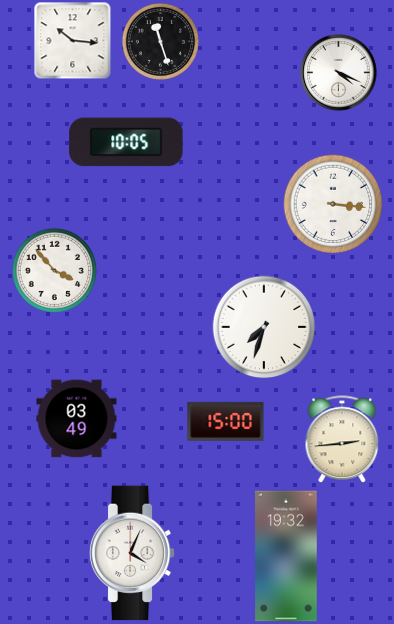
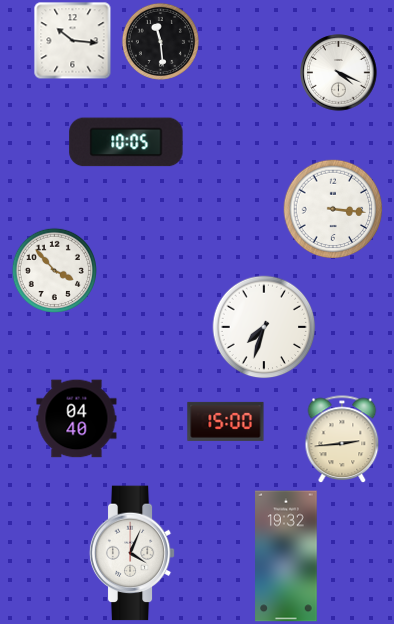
clock at (160, 41): 11:27 -> 11:29
clock at (333, 204) position: (333, 204) -> (333, 209)
clock at (77, 419): 03:49 -> 04:40
